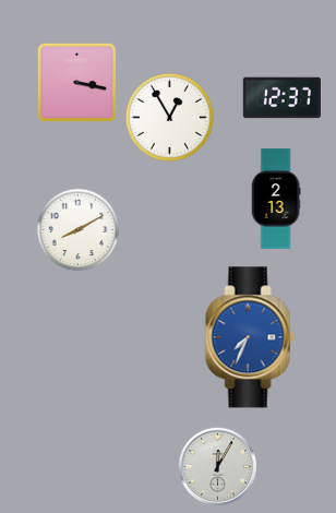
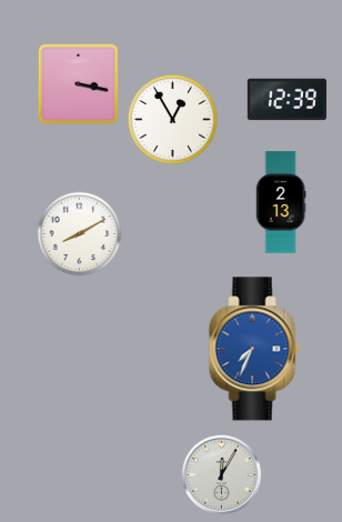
clock at (281, 98): 12:37 -> 12:39
clock at (250, 337) position: (250, 337) -> (254, 349)
